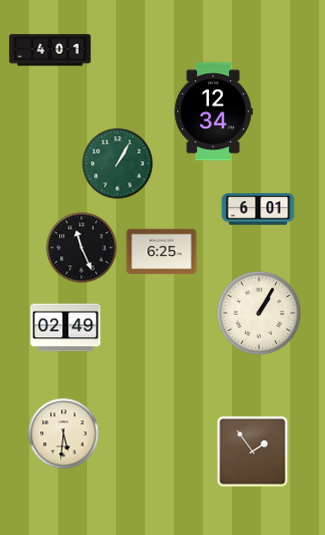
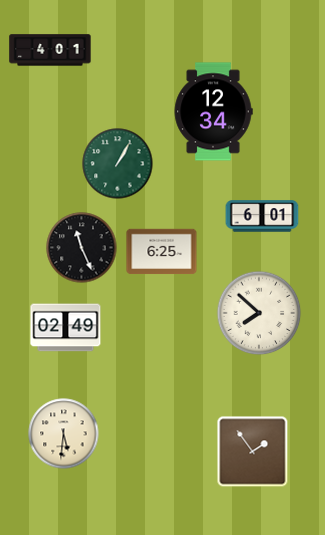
clock at (258, 209) position: (258, 209) -> (262, 216)
clock at (259, 313): 1:05 -> 7:52
